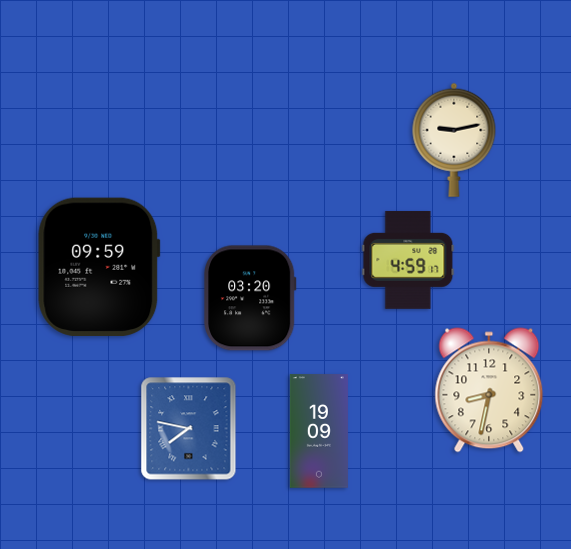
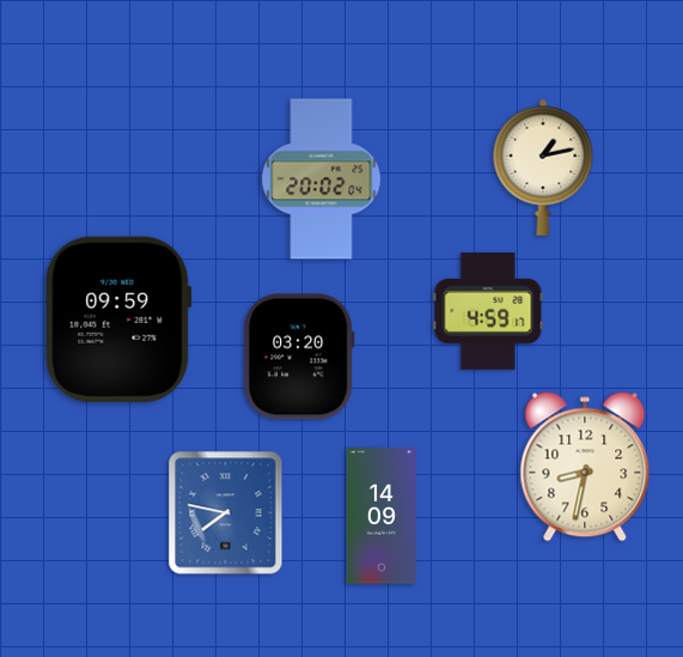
clock at (454, 140): 9:13 -> 1:13
clock at (322, 180): none -> 20:02
clock at (319, 431): 19:09 -> 14:09
